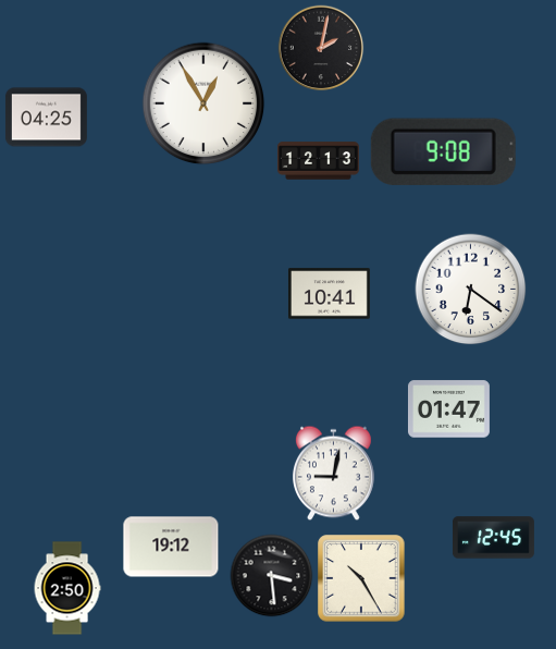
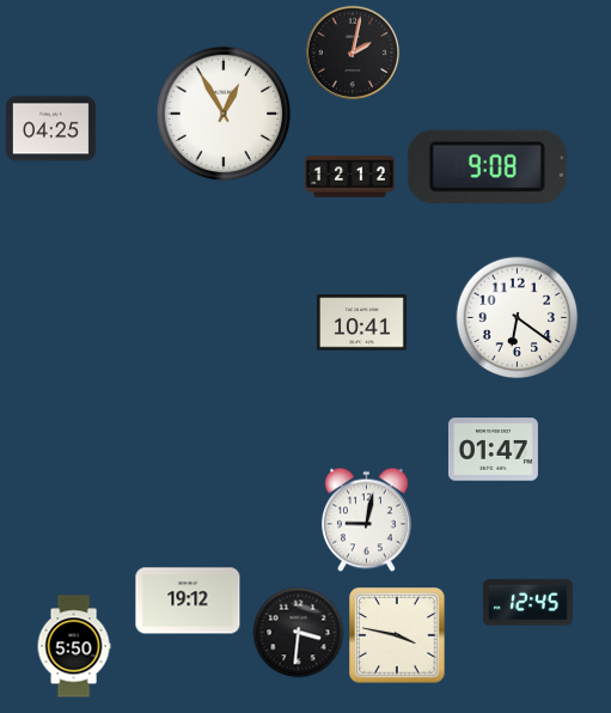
clock at (318, 161): 12:13 -> 12:12
clock at (493, 538) position: (493, 538) -> (527, 603)
clock at (272, 576): 3:29 -> 3:31
clock at (361, 578): 10:25 -> 3:47
clock at (67, 588): 2:50 -> 5:50
